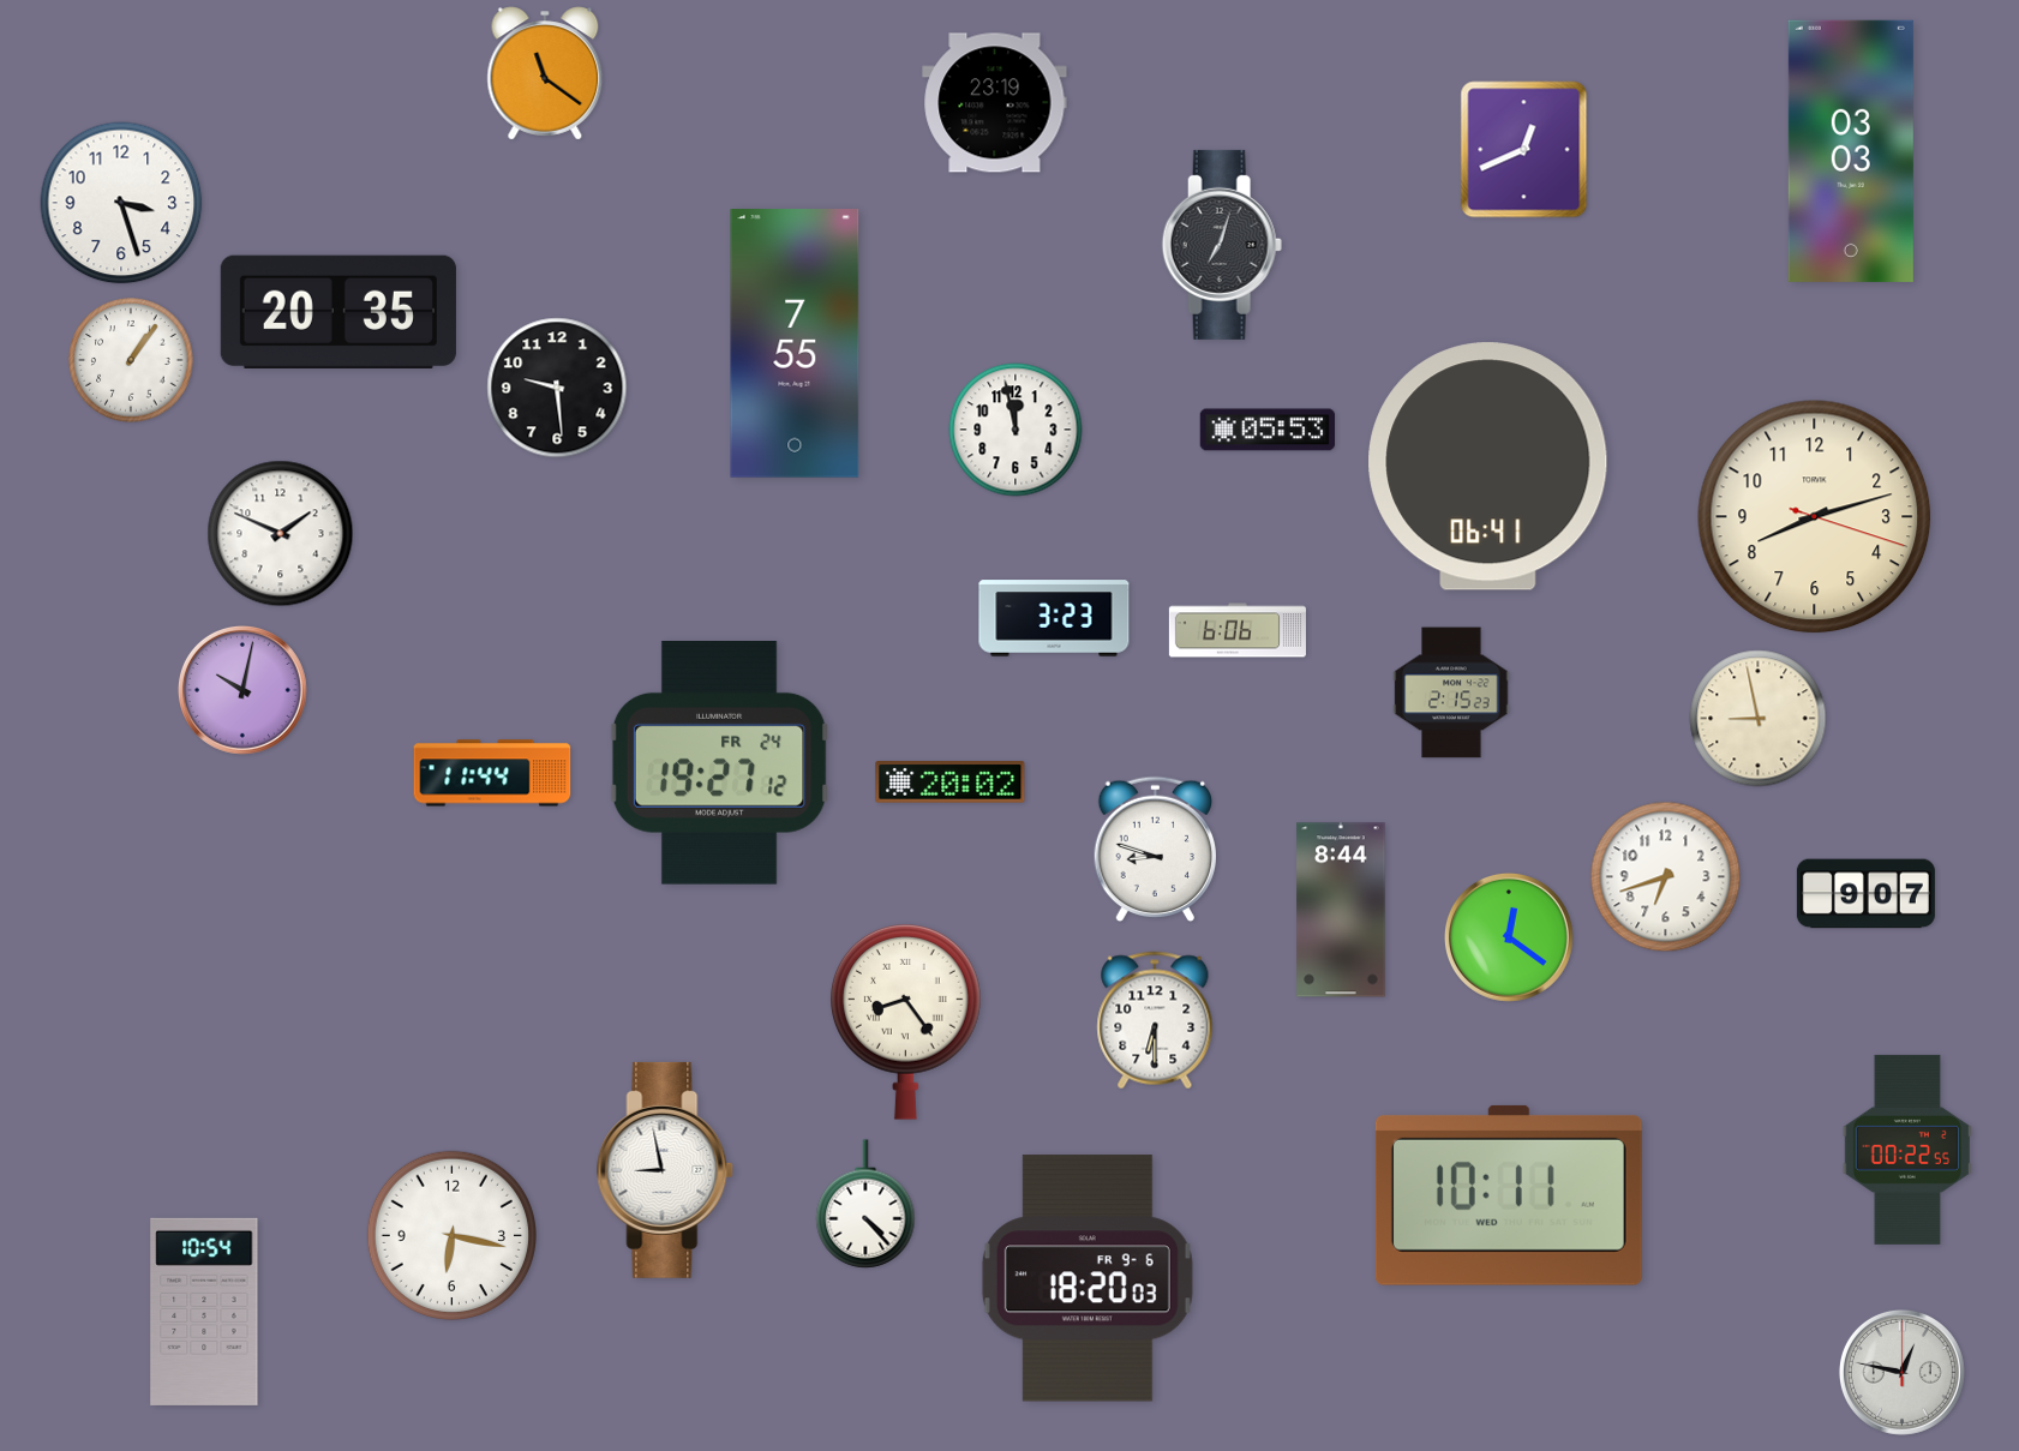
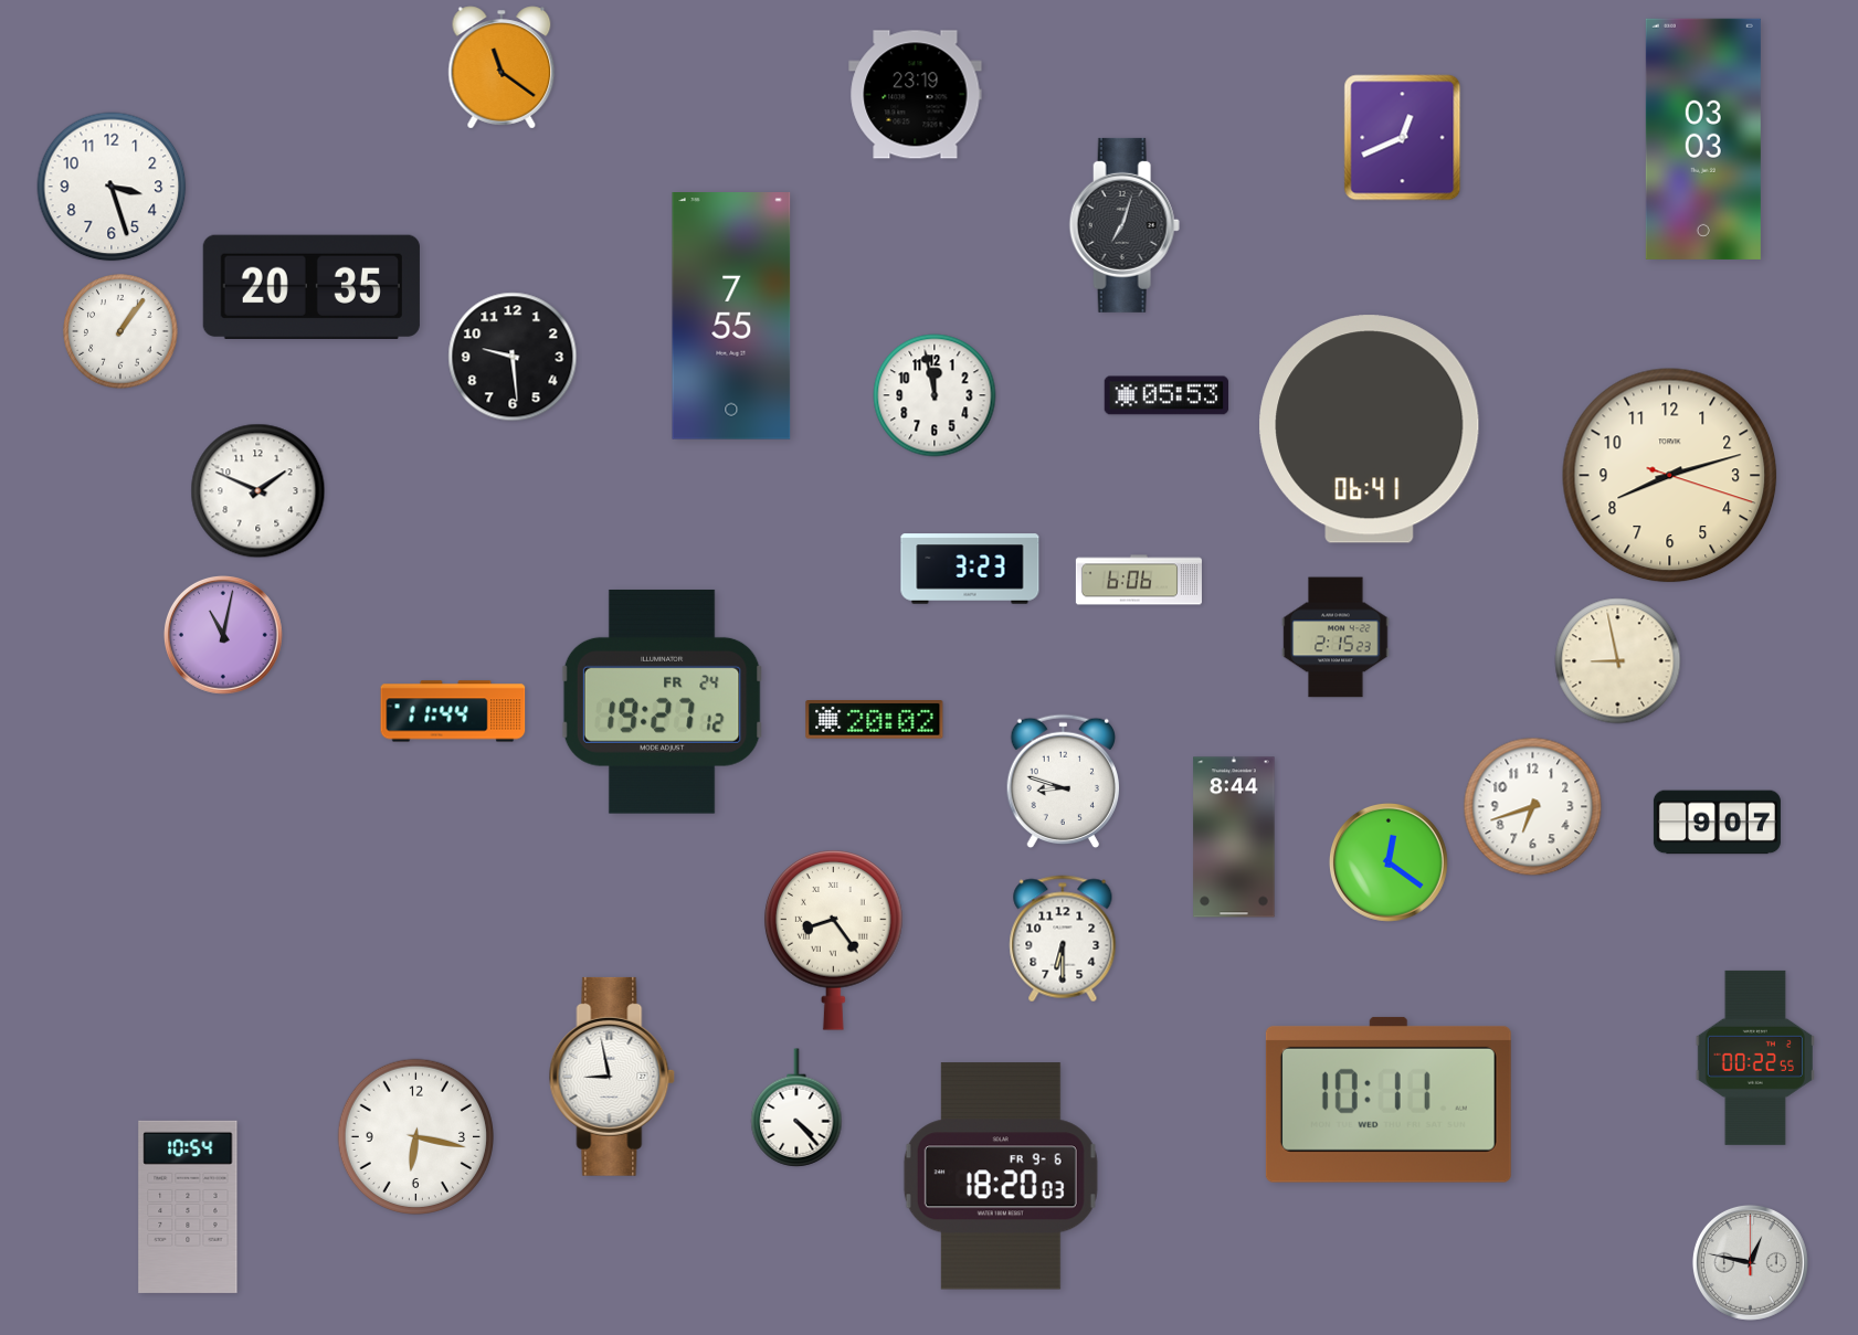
clock at (242, 690): 10:02 -> 11:02
